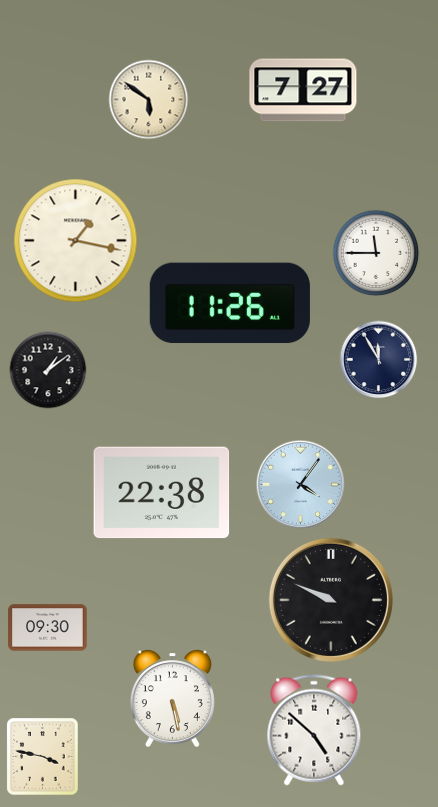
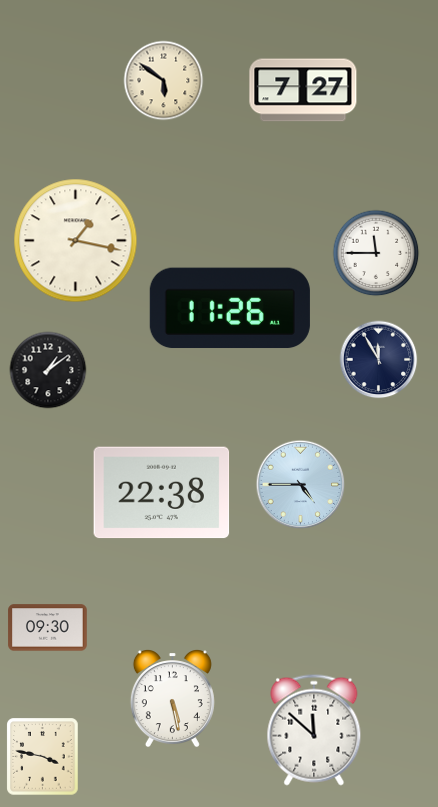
clock at (149, 100) position: (149, 100) -> (164, 81)
clock at (230, 303) position: (230, 303) -> (230, 308)
clock at (301, 485): 4:06 -> 4:45
clock at (331, 600): 9:49 -> none
clock at (314, 730): 4:52 -> 11:52
